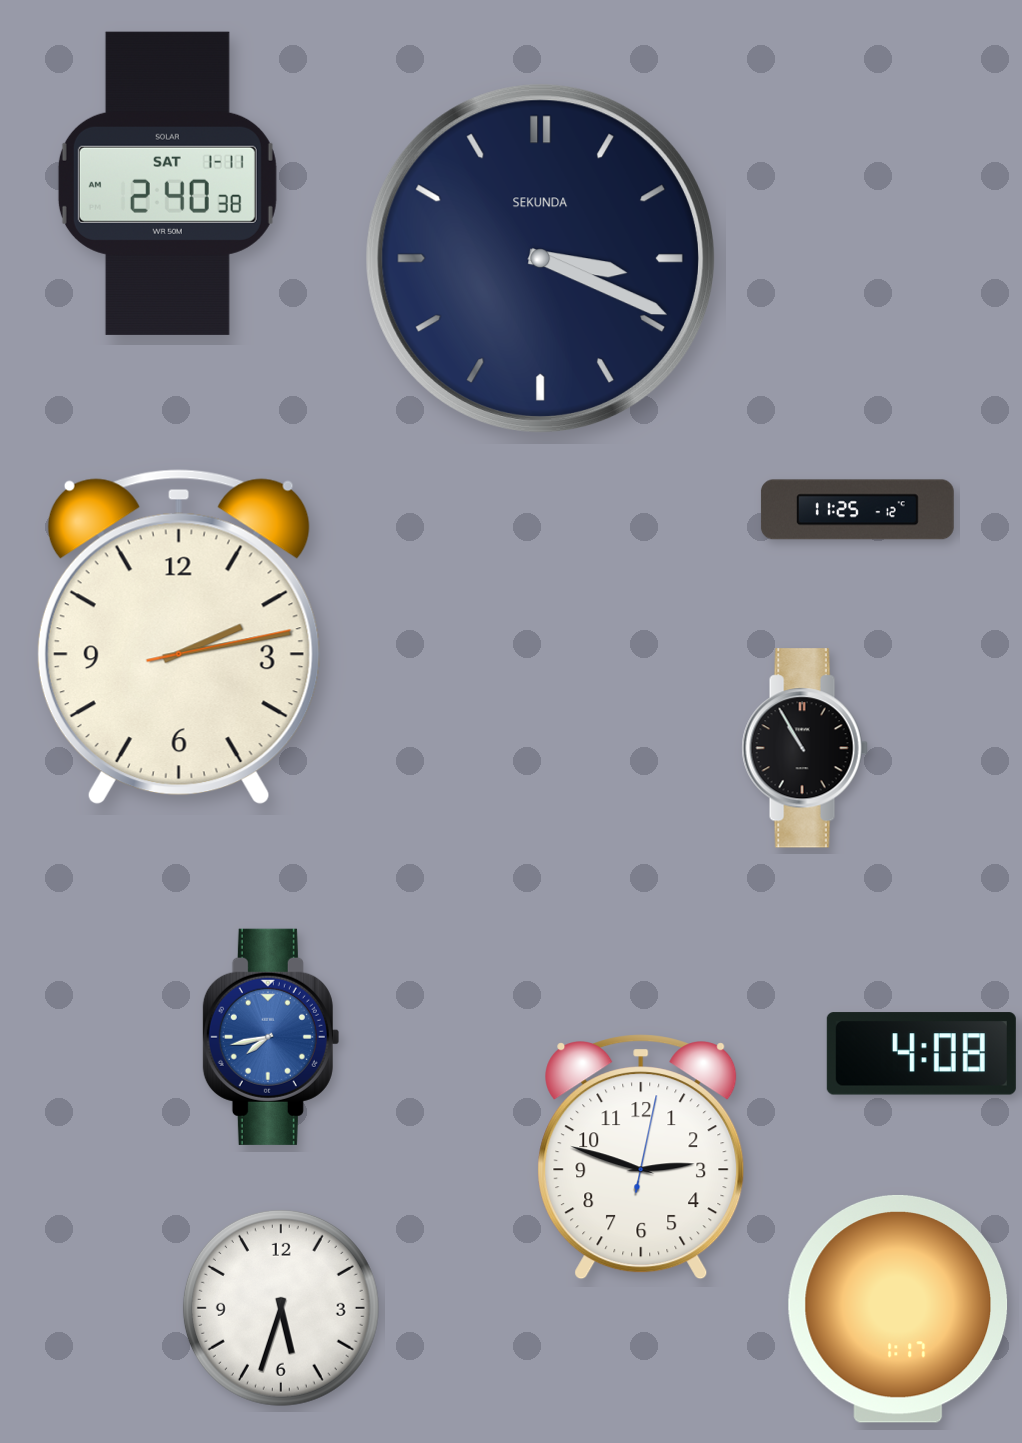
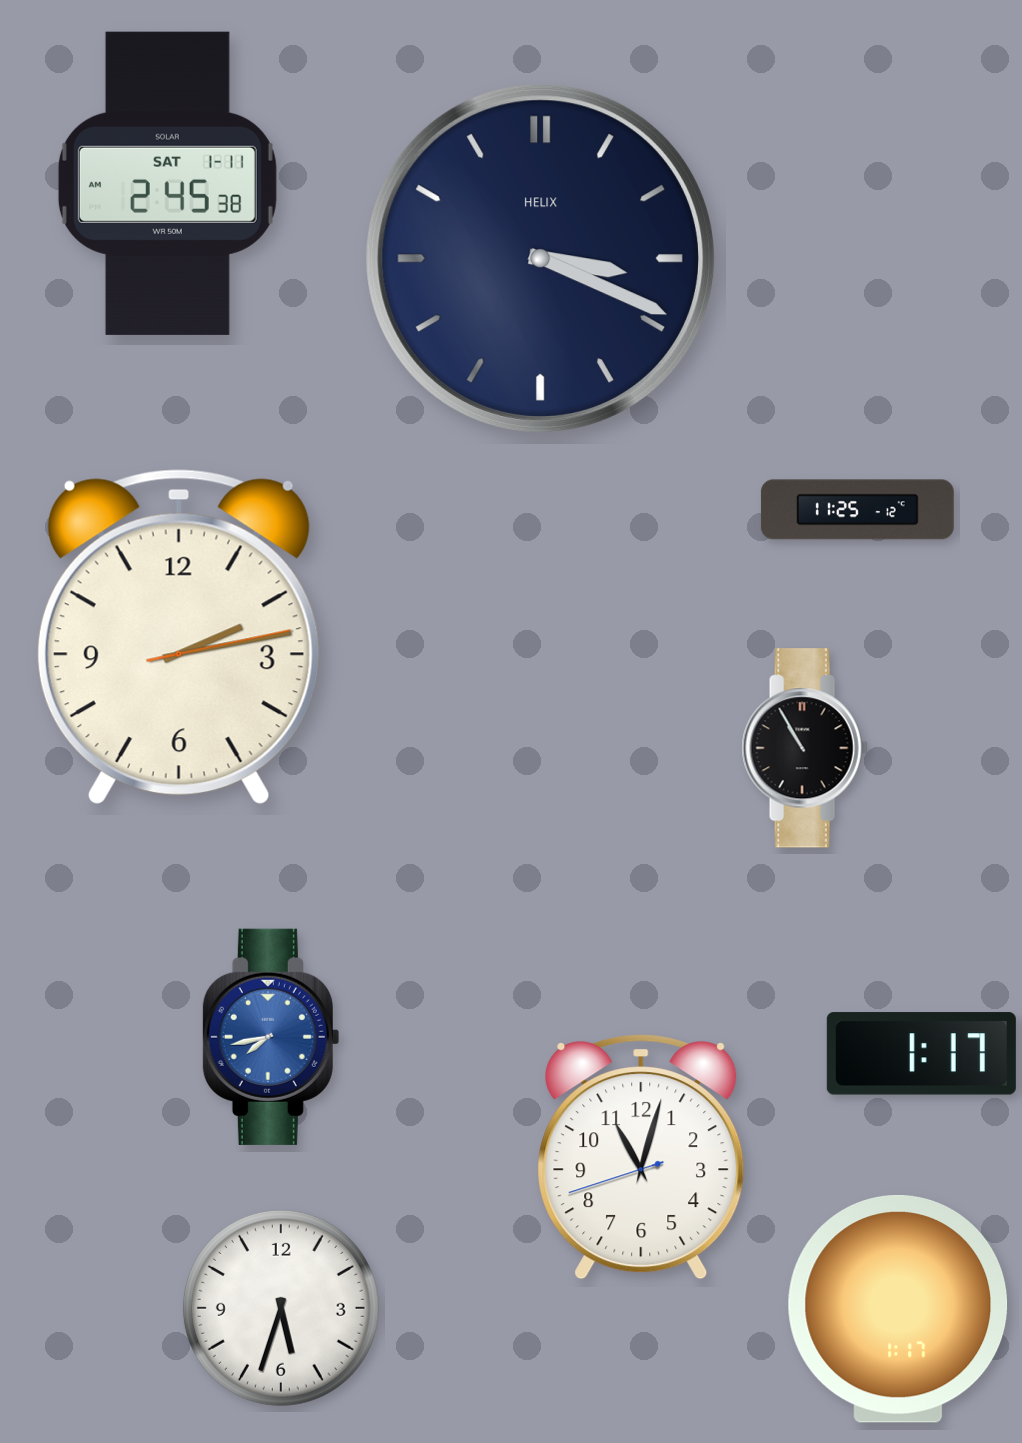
clock at (167, 183): 2:40 -> 2:45
clock at (540, 258) brand: SEKUNDA -> HELIX
clock at (921, 1054): 4:08 -> 1:17
clock at (641, 1157): 2:48 -> 11:02
